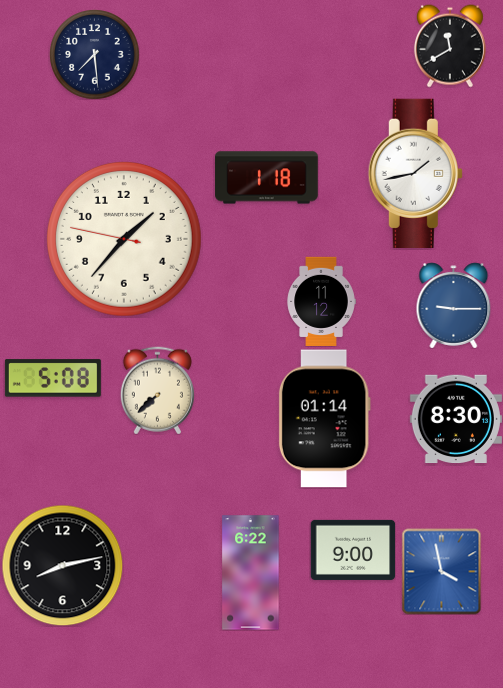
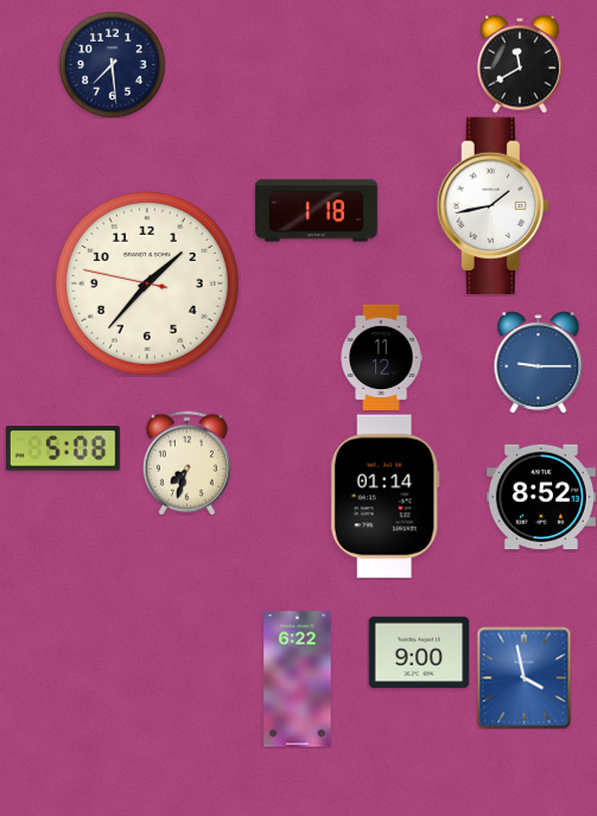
clock at (450, 46) position: (450, 46) -> (520, 64)
clock at (157, 390): 7:38 -> 7:33
clock at (456, 419): 8:30 -> 8:52
clock at (62, 565): 8:13 -> none
